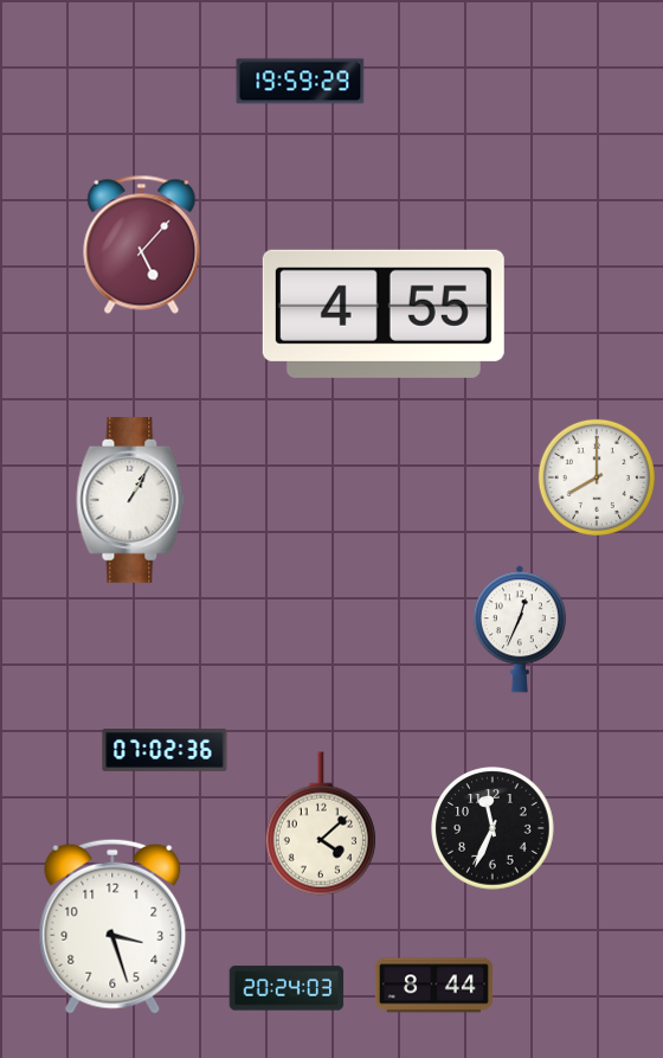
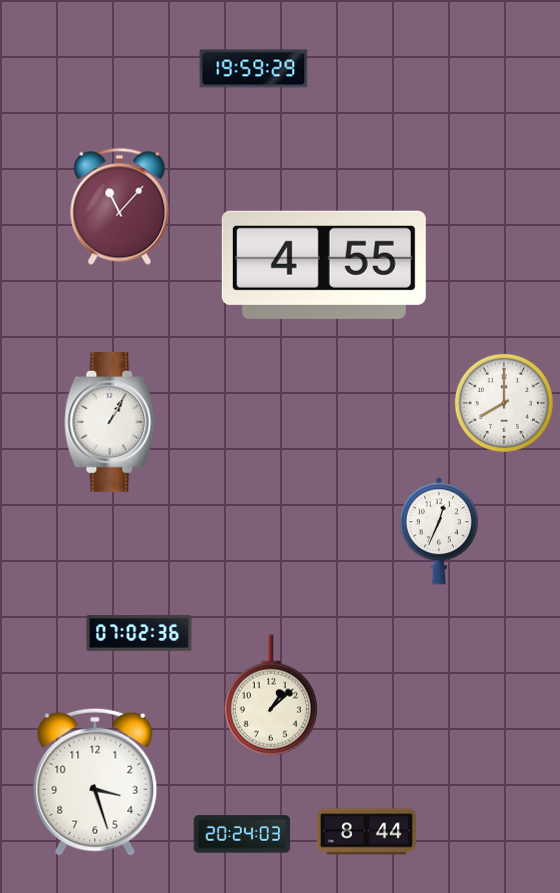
clock at (142, 244): 5:07 -> 11:07
clock at (321, 823): 4:08 -> 1:08
clock at (493, 828): 11:34 -> none
